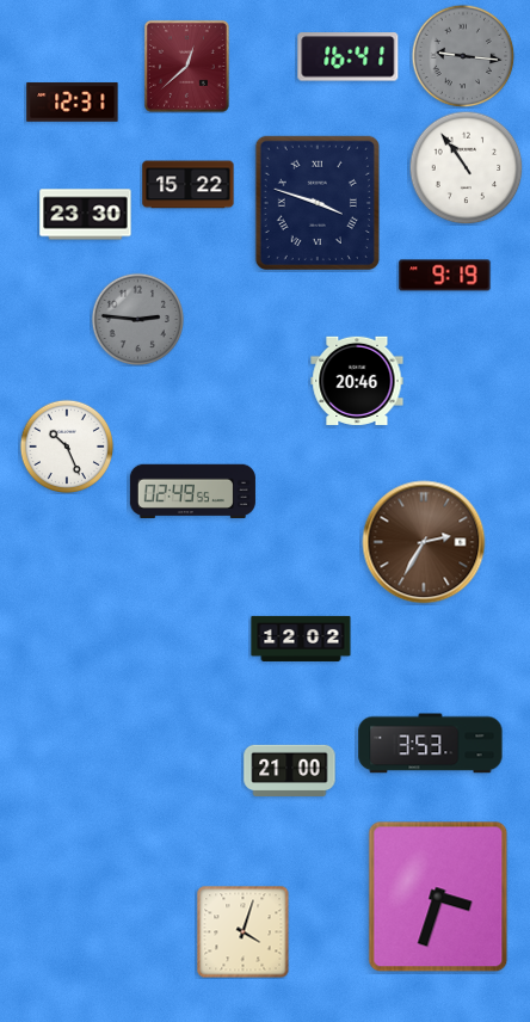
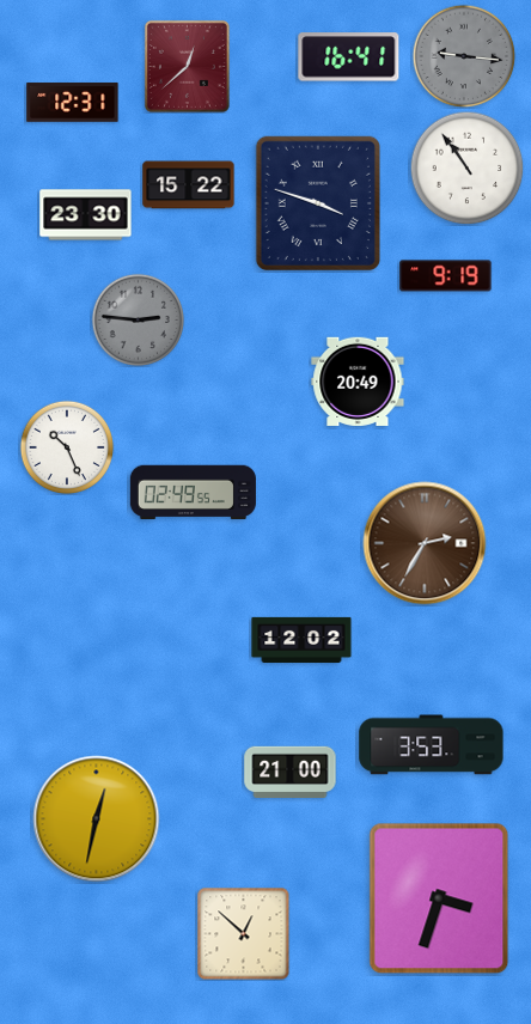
clock at (357, 381): 20:46 -> 20:49
clock at (97, 819): none -> 12:32
clock at (242, 931): 4:03 -> 12:52
